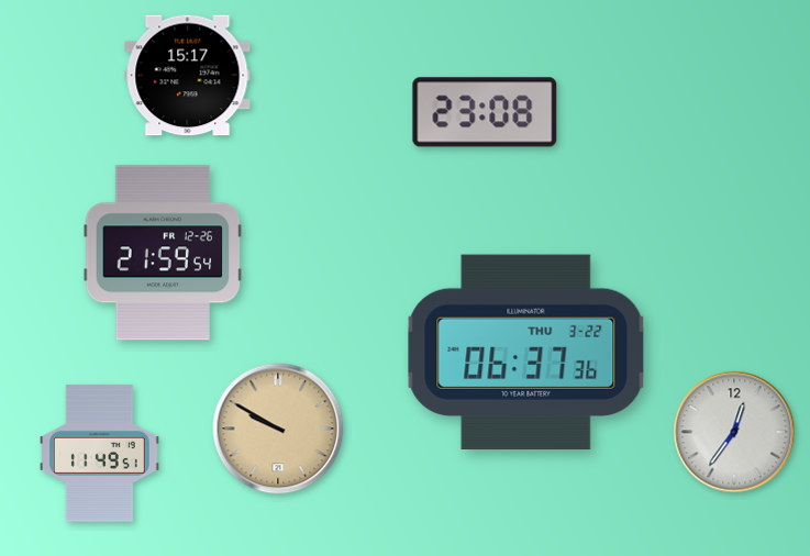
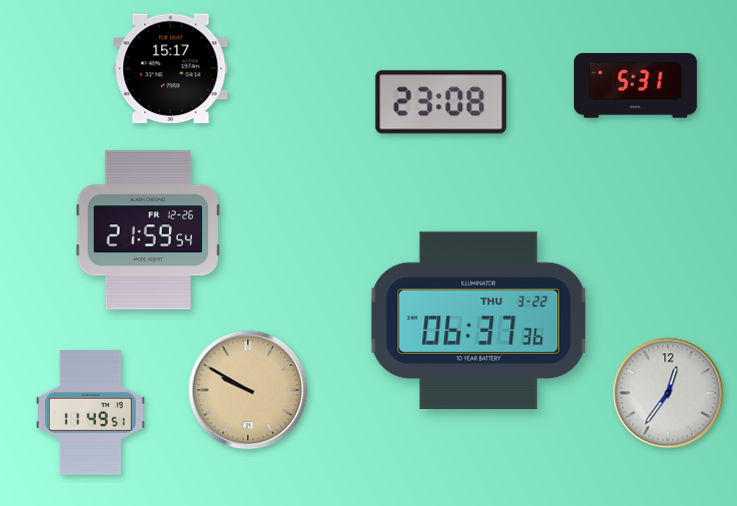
clock at (635, 86): none -> 5:31
clock at (278, 429) position: (278, 429) -> (248, 390)
